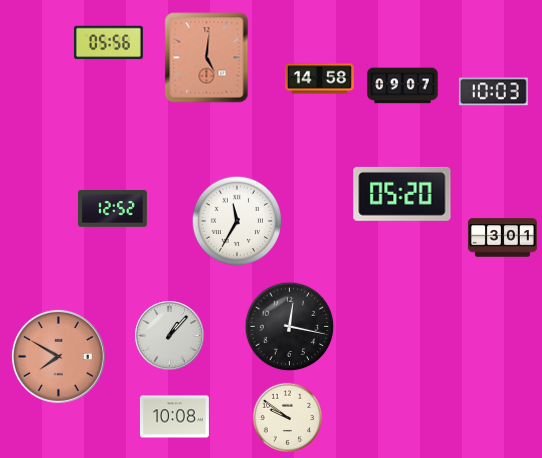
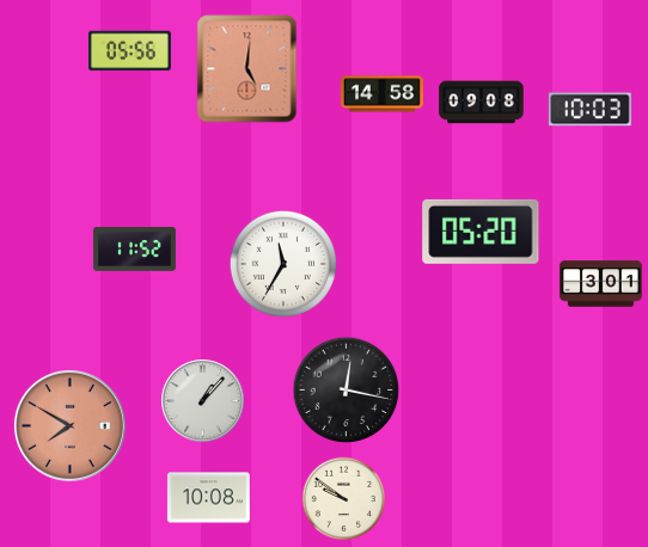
clock at (403, 86): 09:07 -> 09:08
clock at (112, 209): 12:52 -> 11:52
